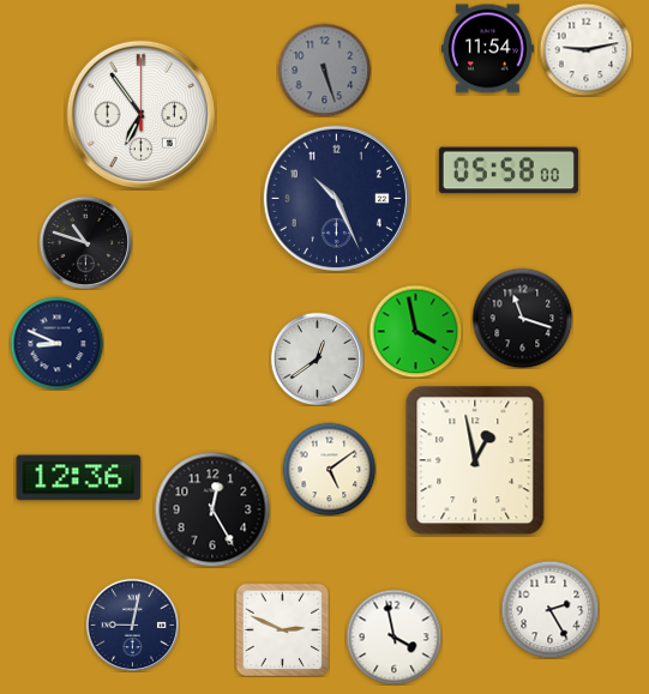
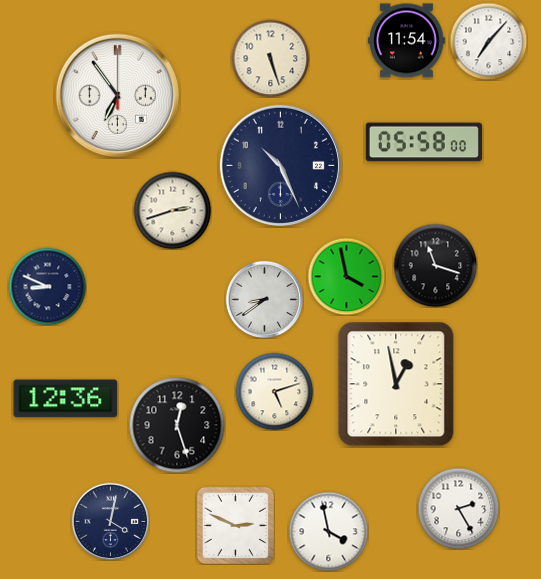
clock at (585, 49): 9:13 -> 7:07
clock at (324, 70) dial: grey -> cream
clock at (85, 242): 10:48 -> none
clock at (172, 210): none -> 2:42
clock at (317, 358): 12:39 -> 8:39
clock at (329, 469): 5:09 -> 5:12
clock at (212, 509): 12:25 -> 12:27
clock at (132, 624): 9:02 -> 4:02
